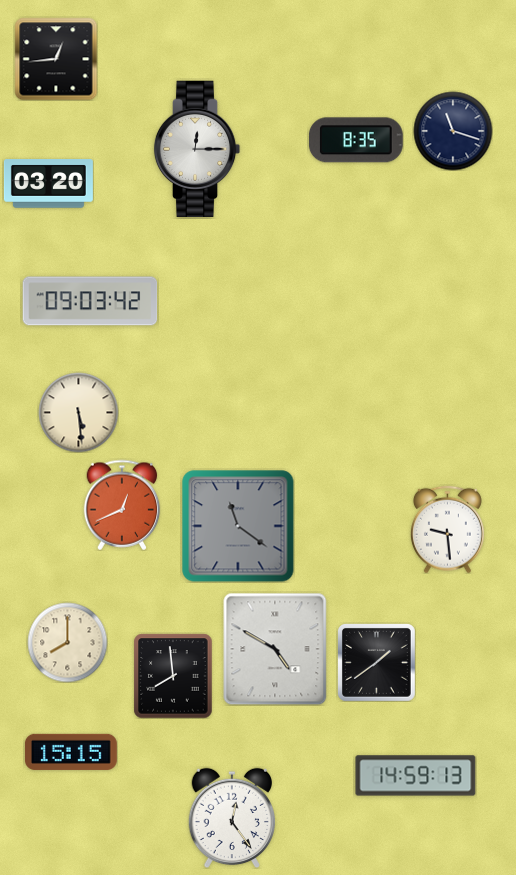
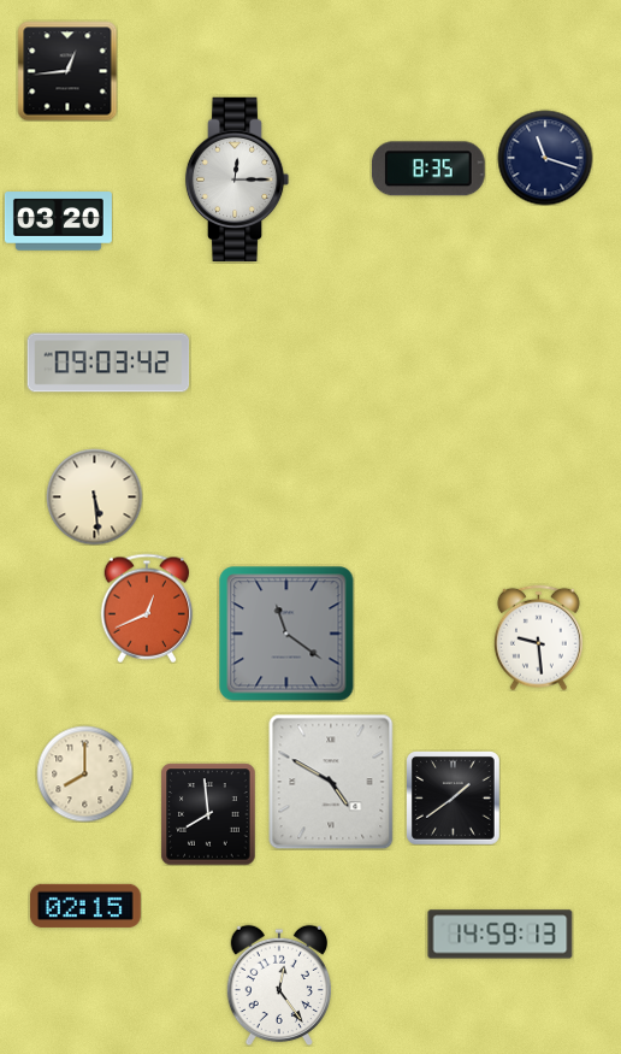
clock at (67, 642) position: (67, 642) -> (84, 773)
clock at (71, 752): 15:15 -> 02:15
